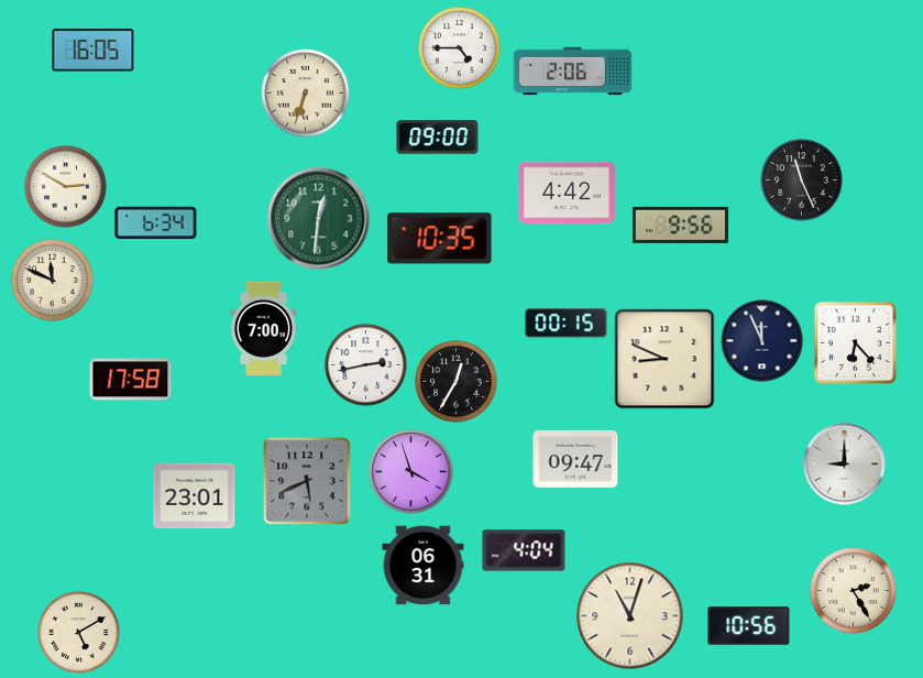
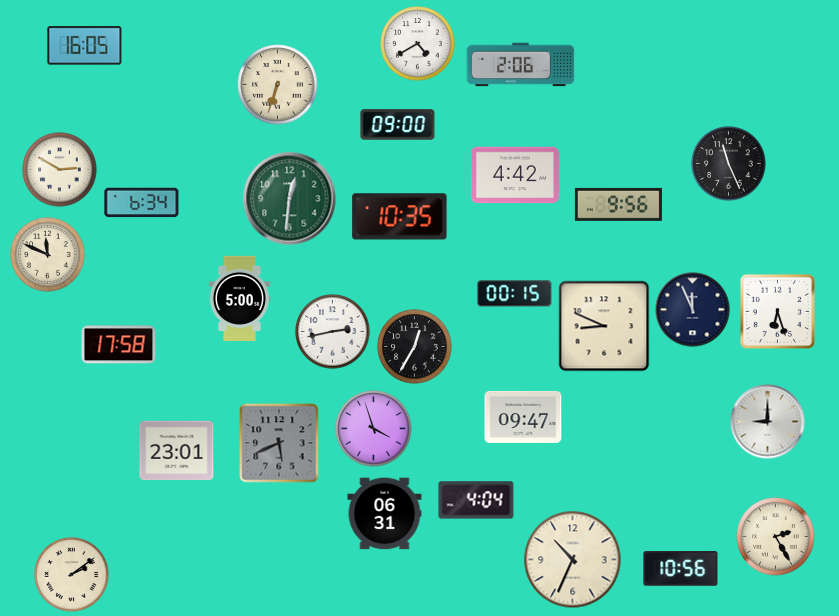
clock at (460, 48): 4:45 -> 4:40
clock at (263, 328): 7:00 -> 5:00
clock at (855, 342): 6:23 -> 6:27
clock at (307, 481) position: (307, 481) -> (279, 443)
clock at (630, 616): 11:03 -> 10:34
clock at (79, 633): 5:10 -> 2:09
